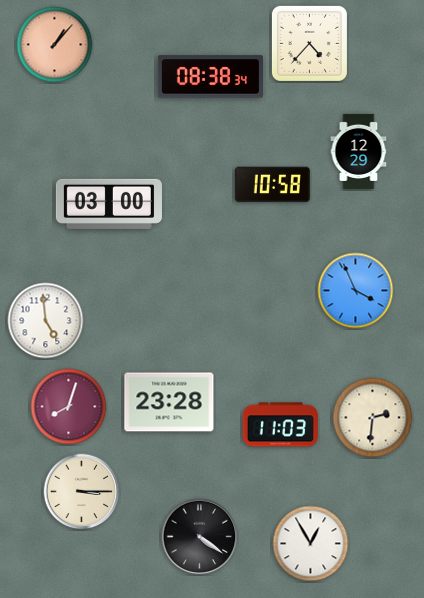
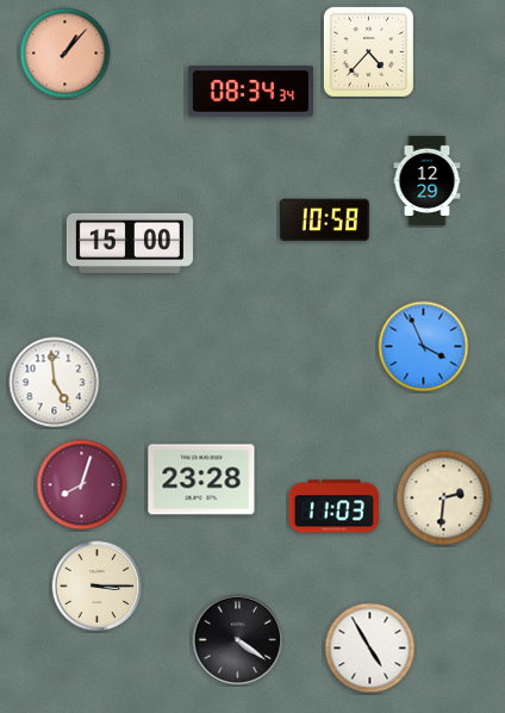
clock at (210, 77): 08:38 -> 08:34
clock at (109, 204): 03:00 -> 15:00
clock at (311, 544): 12:55 -> 4:55
